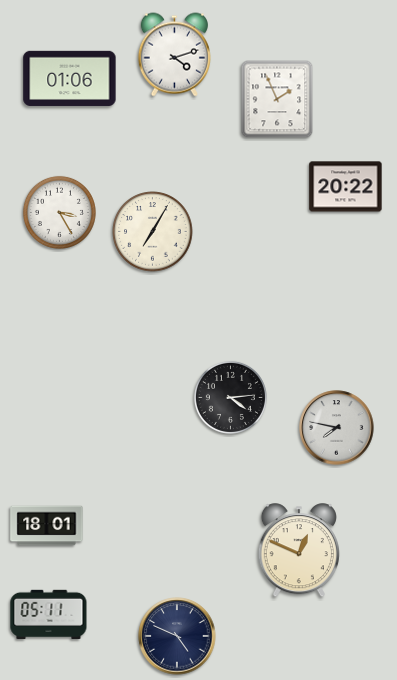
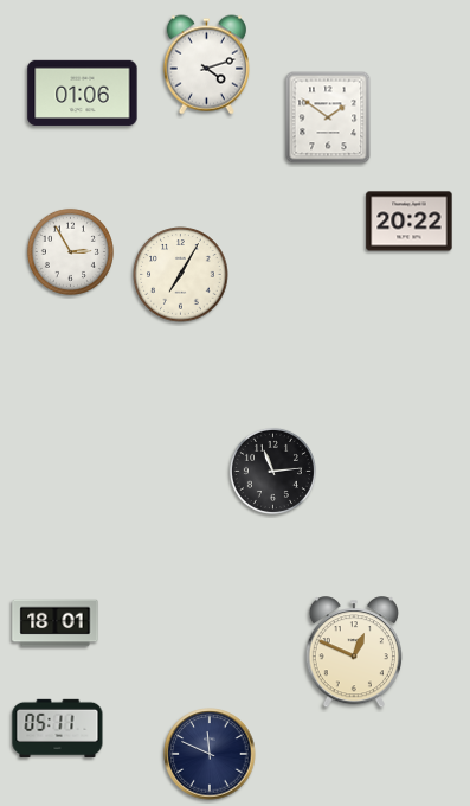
clock at (277, 99): 1:56 -> 1:51
clock at (59, 212): 3:25 -> 2:55
clock at (230, 397): 4:14 -> 11:14
clock at (337, 428): 7:47 -> none
clock at (177, 636): 4:49 -> 11:49
